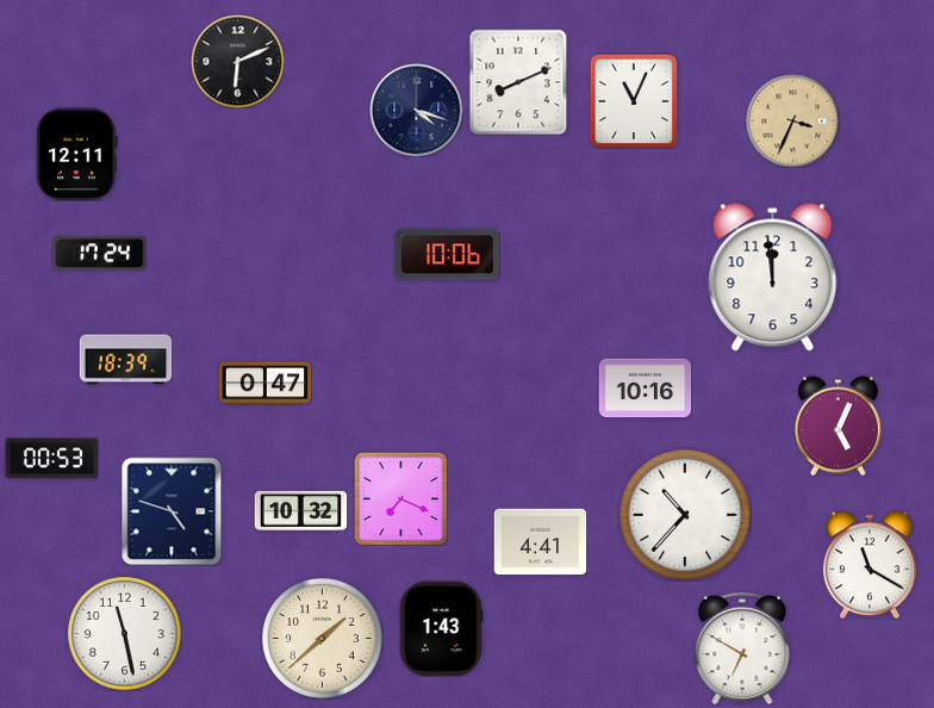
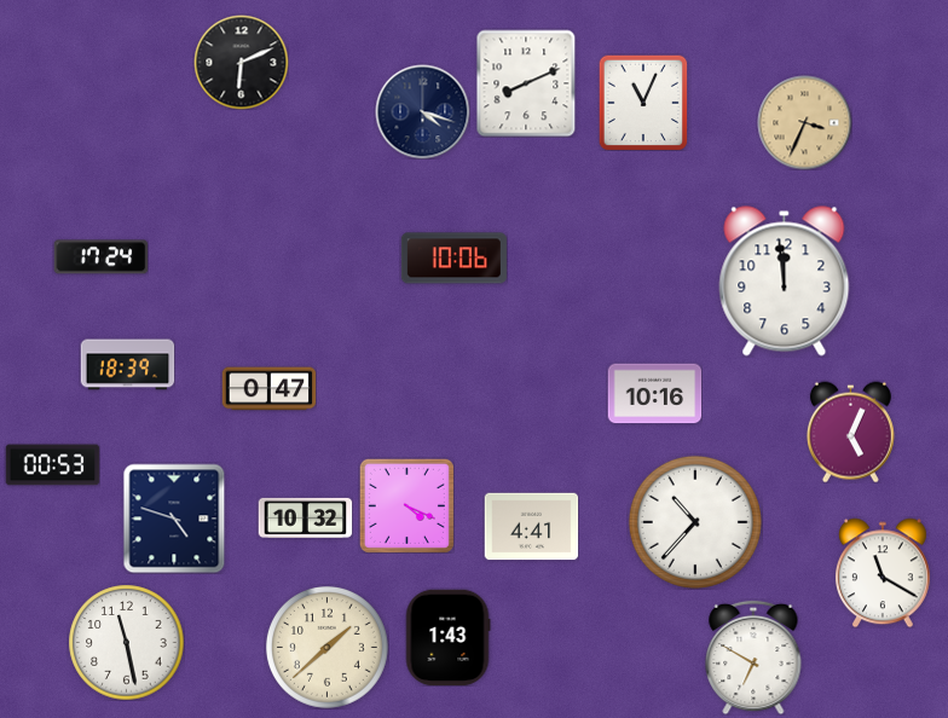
clock at (77, 154): 12:11 -> none
clock at (400, 498): 7:19 -> 4:19
clock at (540, 542) position: (540, 542) -> (531, 527)
